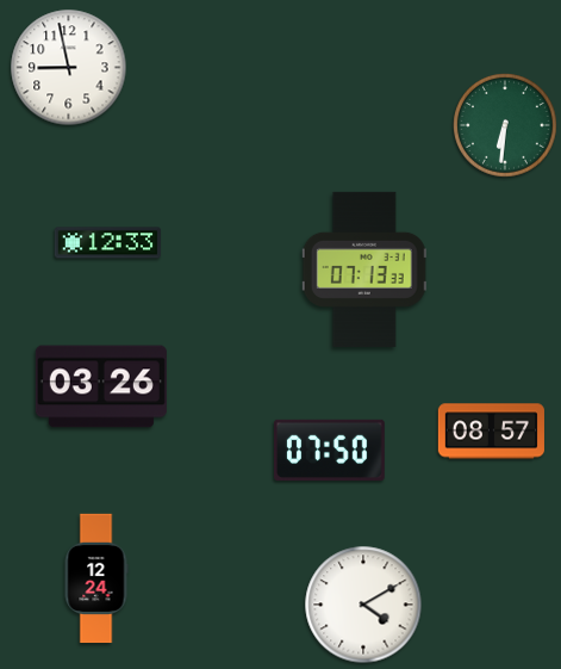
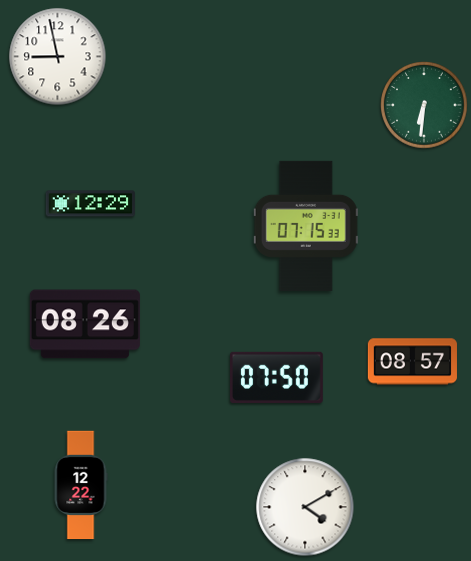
clock at (107, 243): 12:33 -> 12:29
clock at (364, 270): 07:13 -> 07:15
clock at (101, 386): 03:26 -> 08:26
clock at (96, 578): 12:24 -> 12:22
